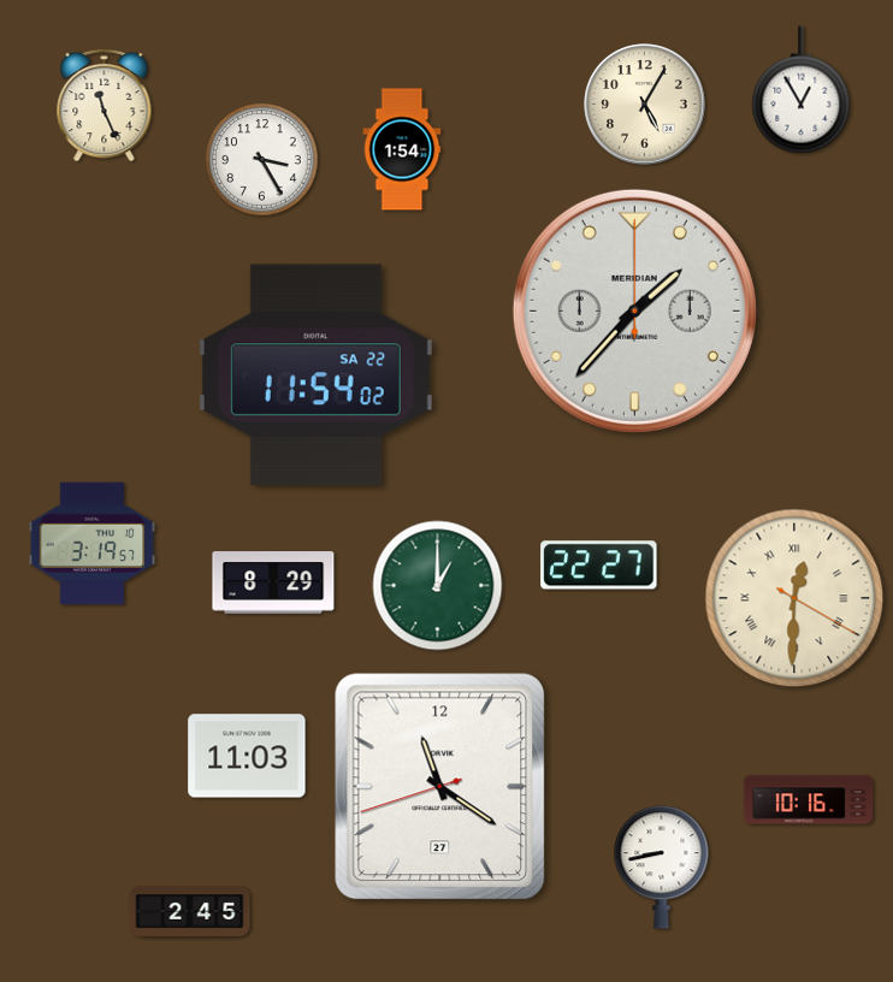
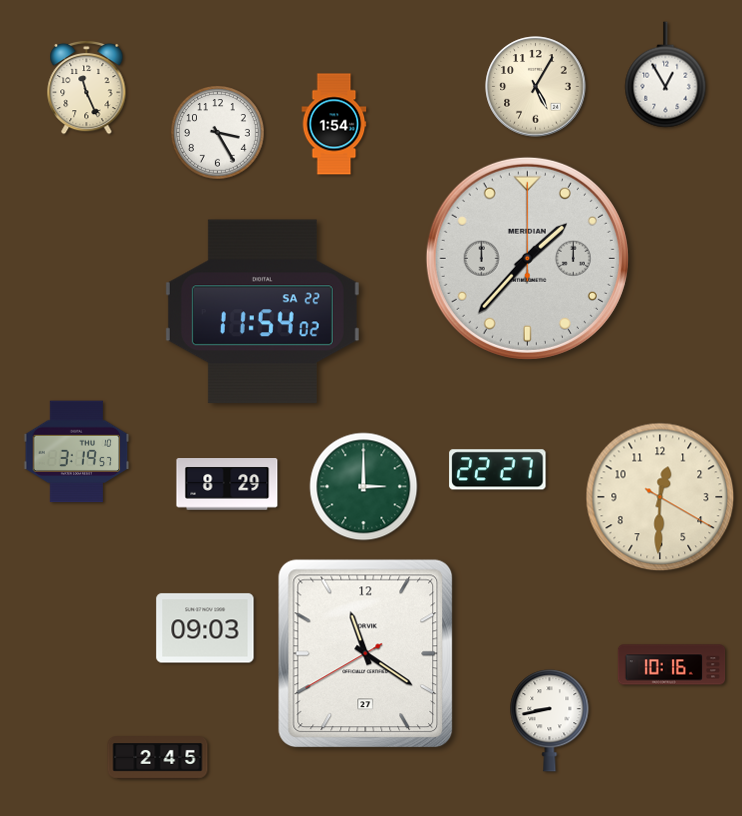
clock at (438, 586): 1:00 -> 3:00
clock at (794, 598) numerals: Roman -> Arabic
clock at (247, 756): 11:03 -> 09:03
clock at (440, 787): 11:20:42 -> 11:20:40
